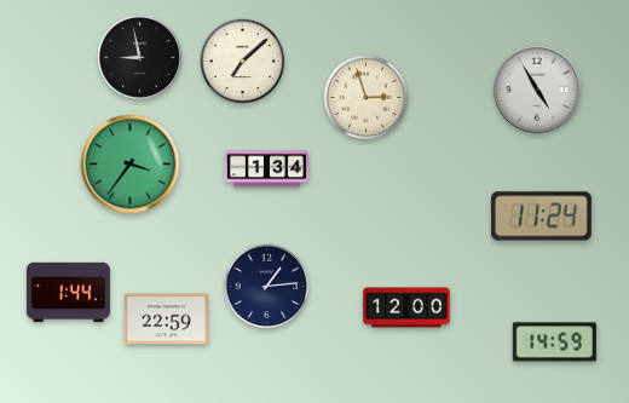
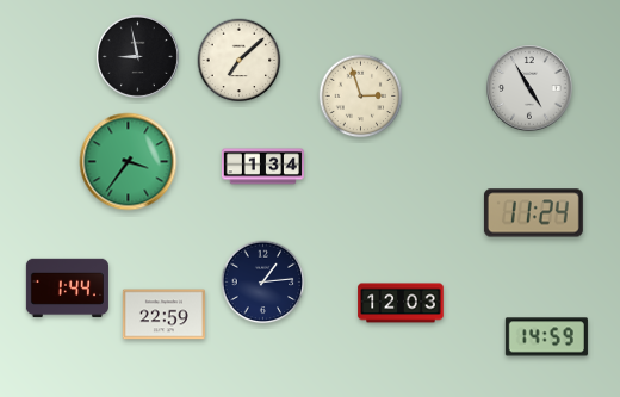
clock at (406, 307): 12:00 -> 12:03
